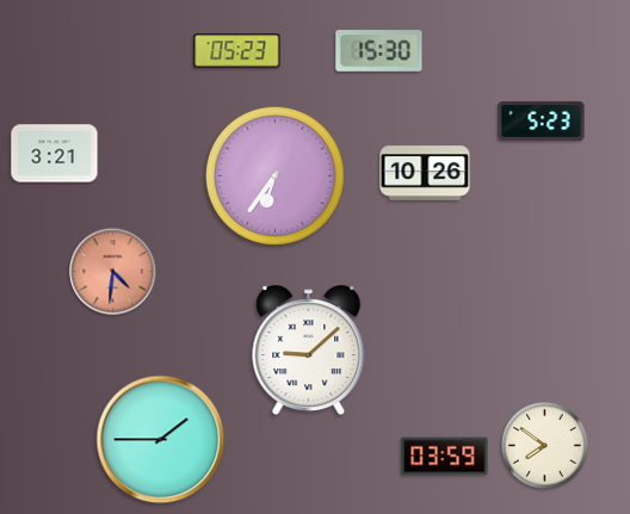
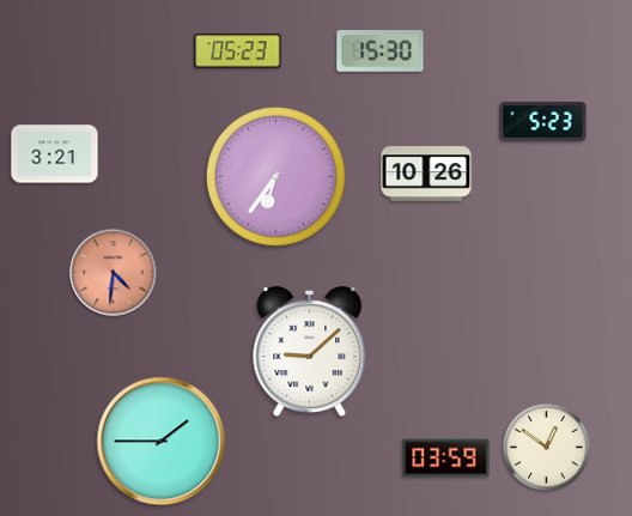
clock at (545, 446): 7:51 -> 12:51
